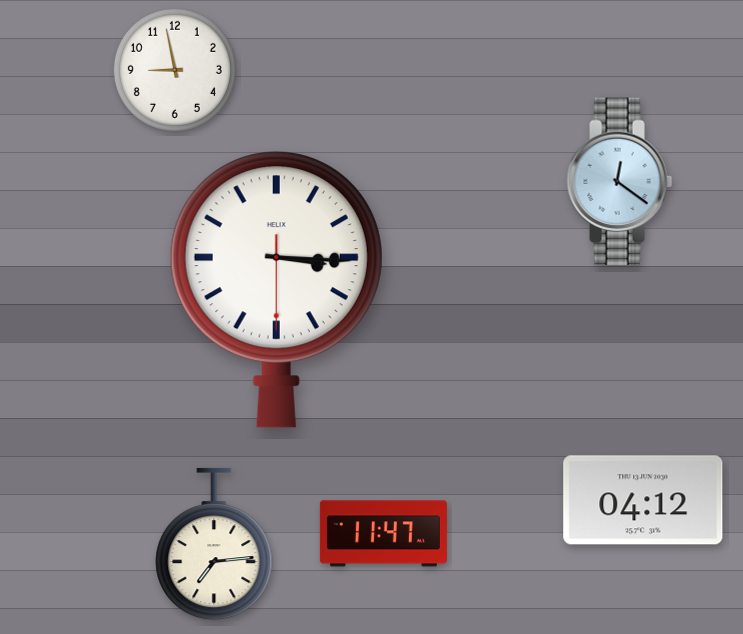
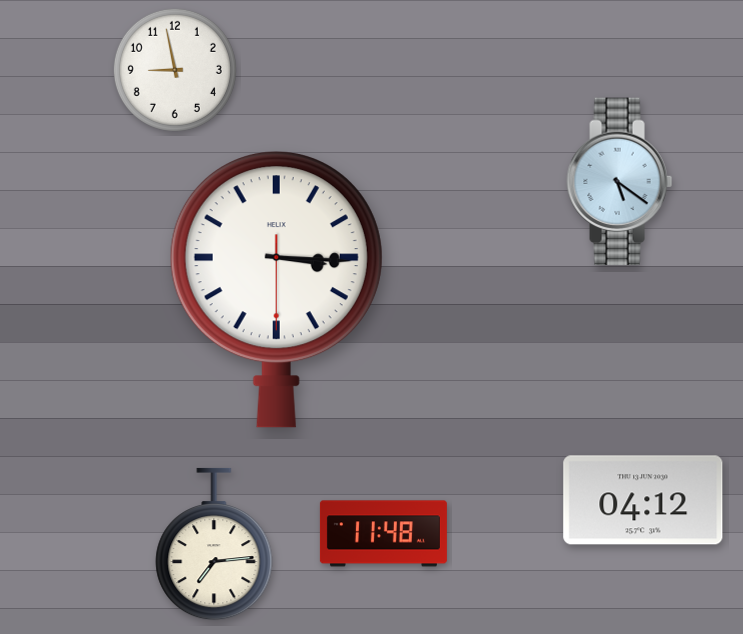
clock at (620, 182): 12:21 -> 5:21
clock at (383, 534): 11:47 -> 11:48
